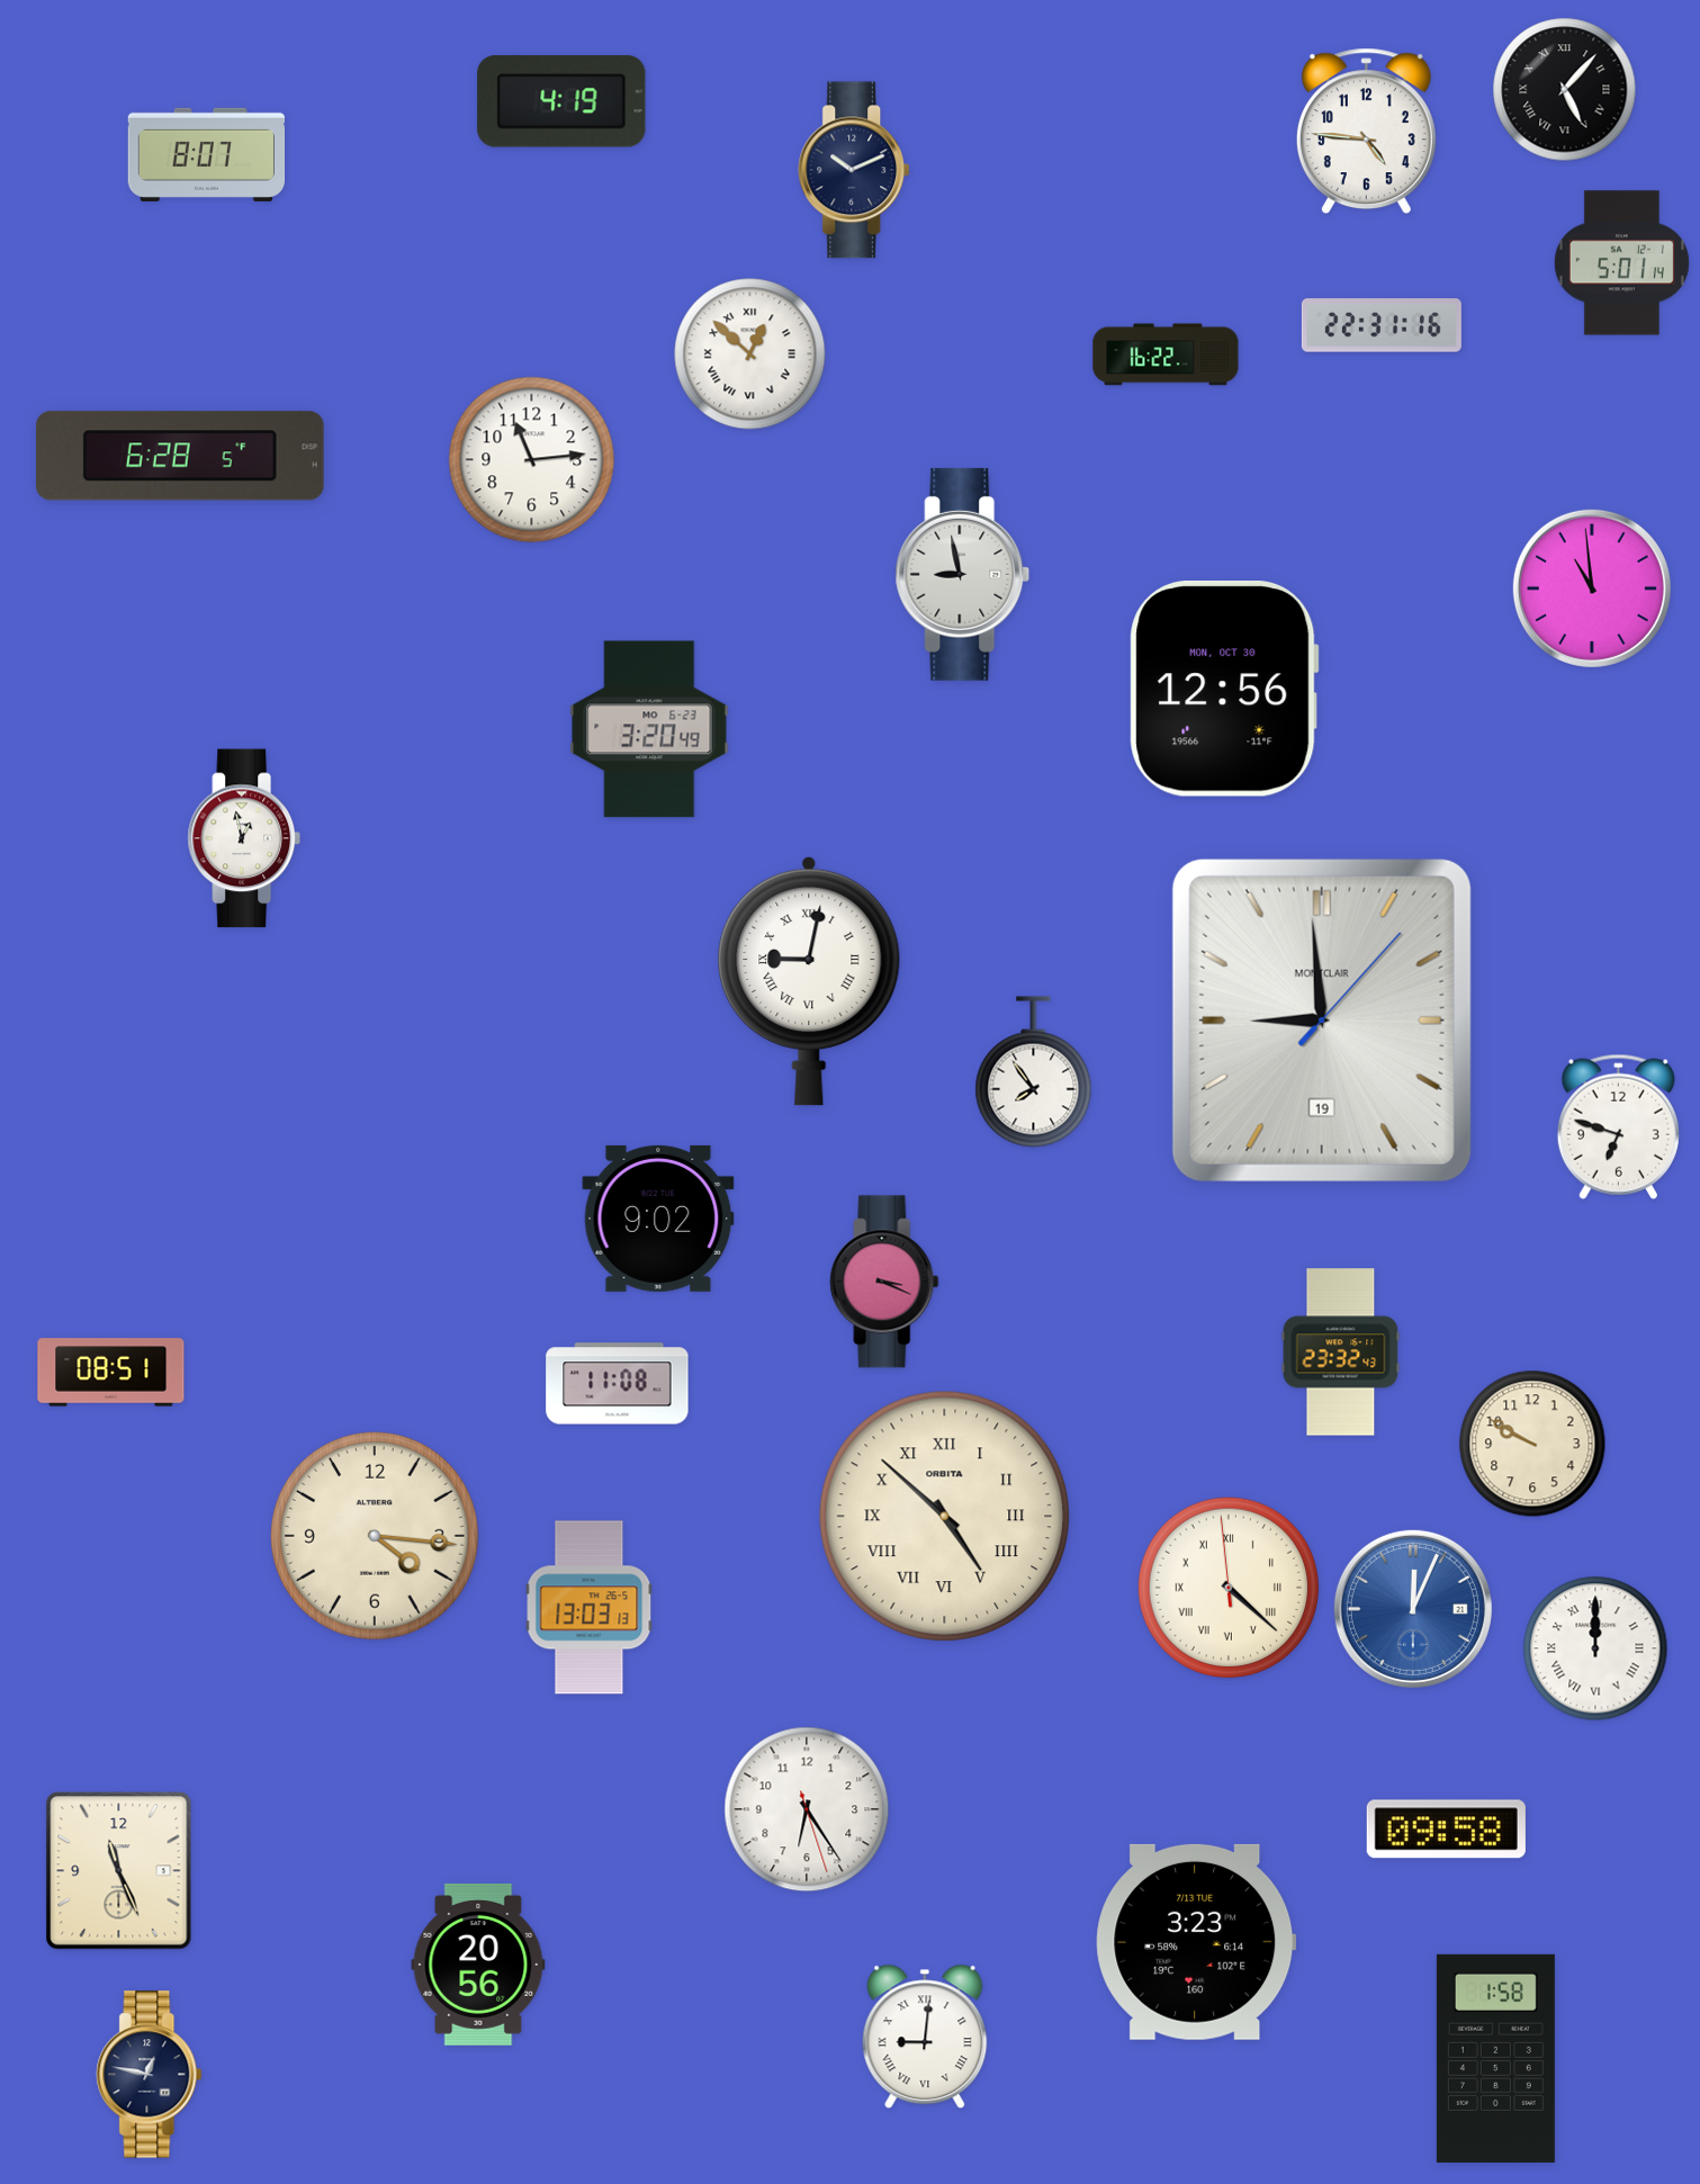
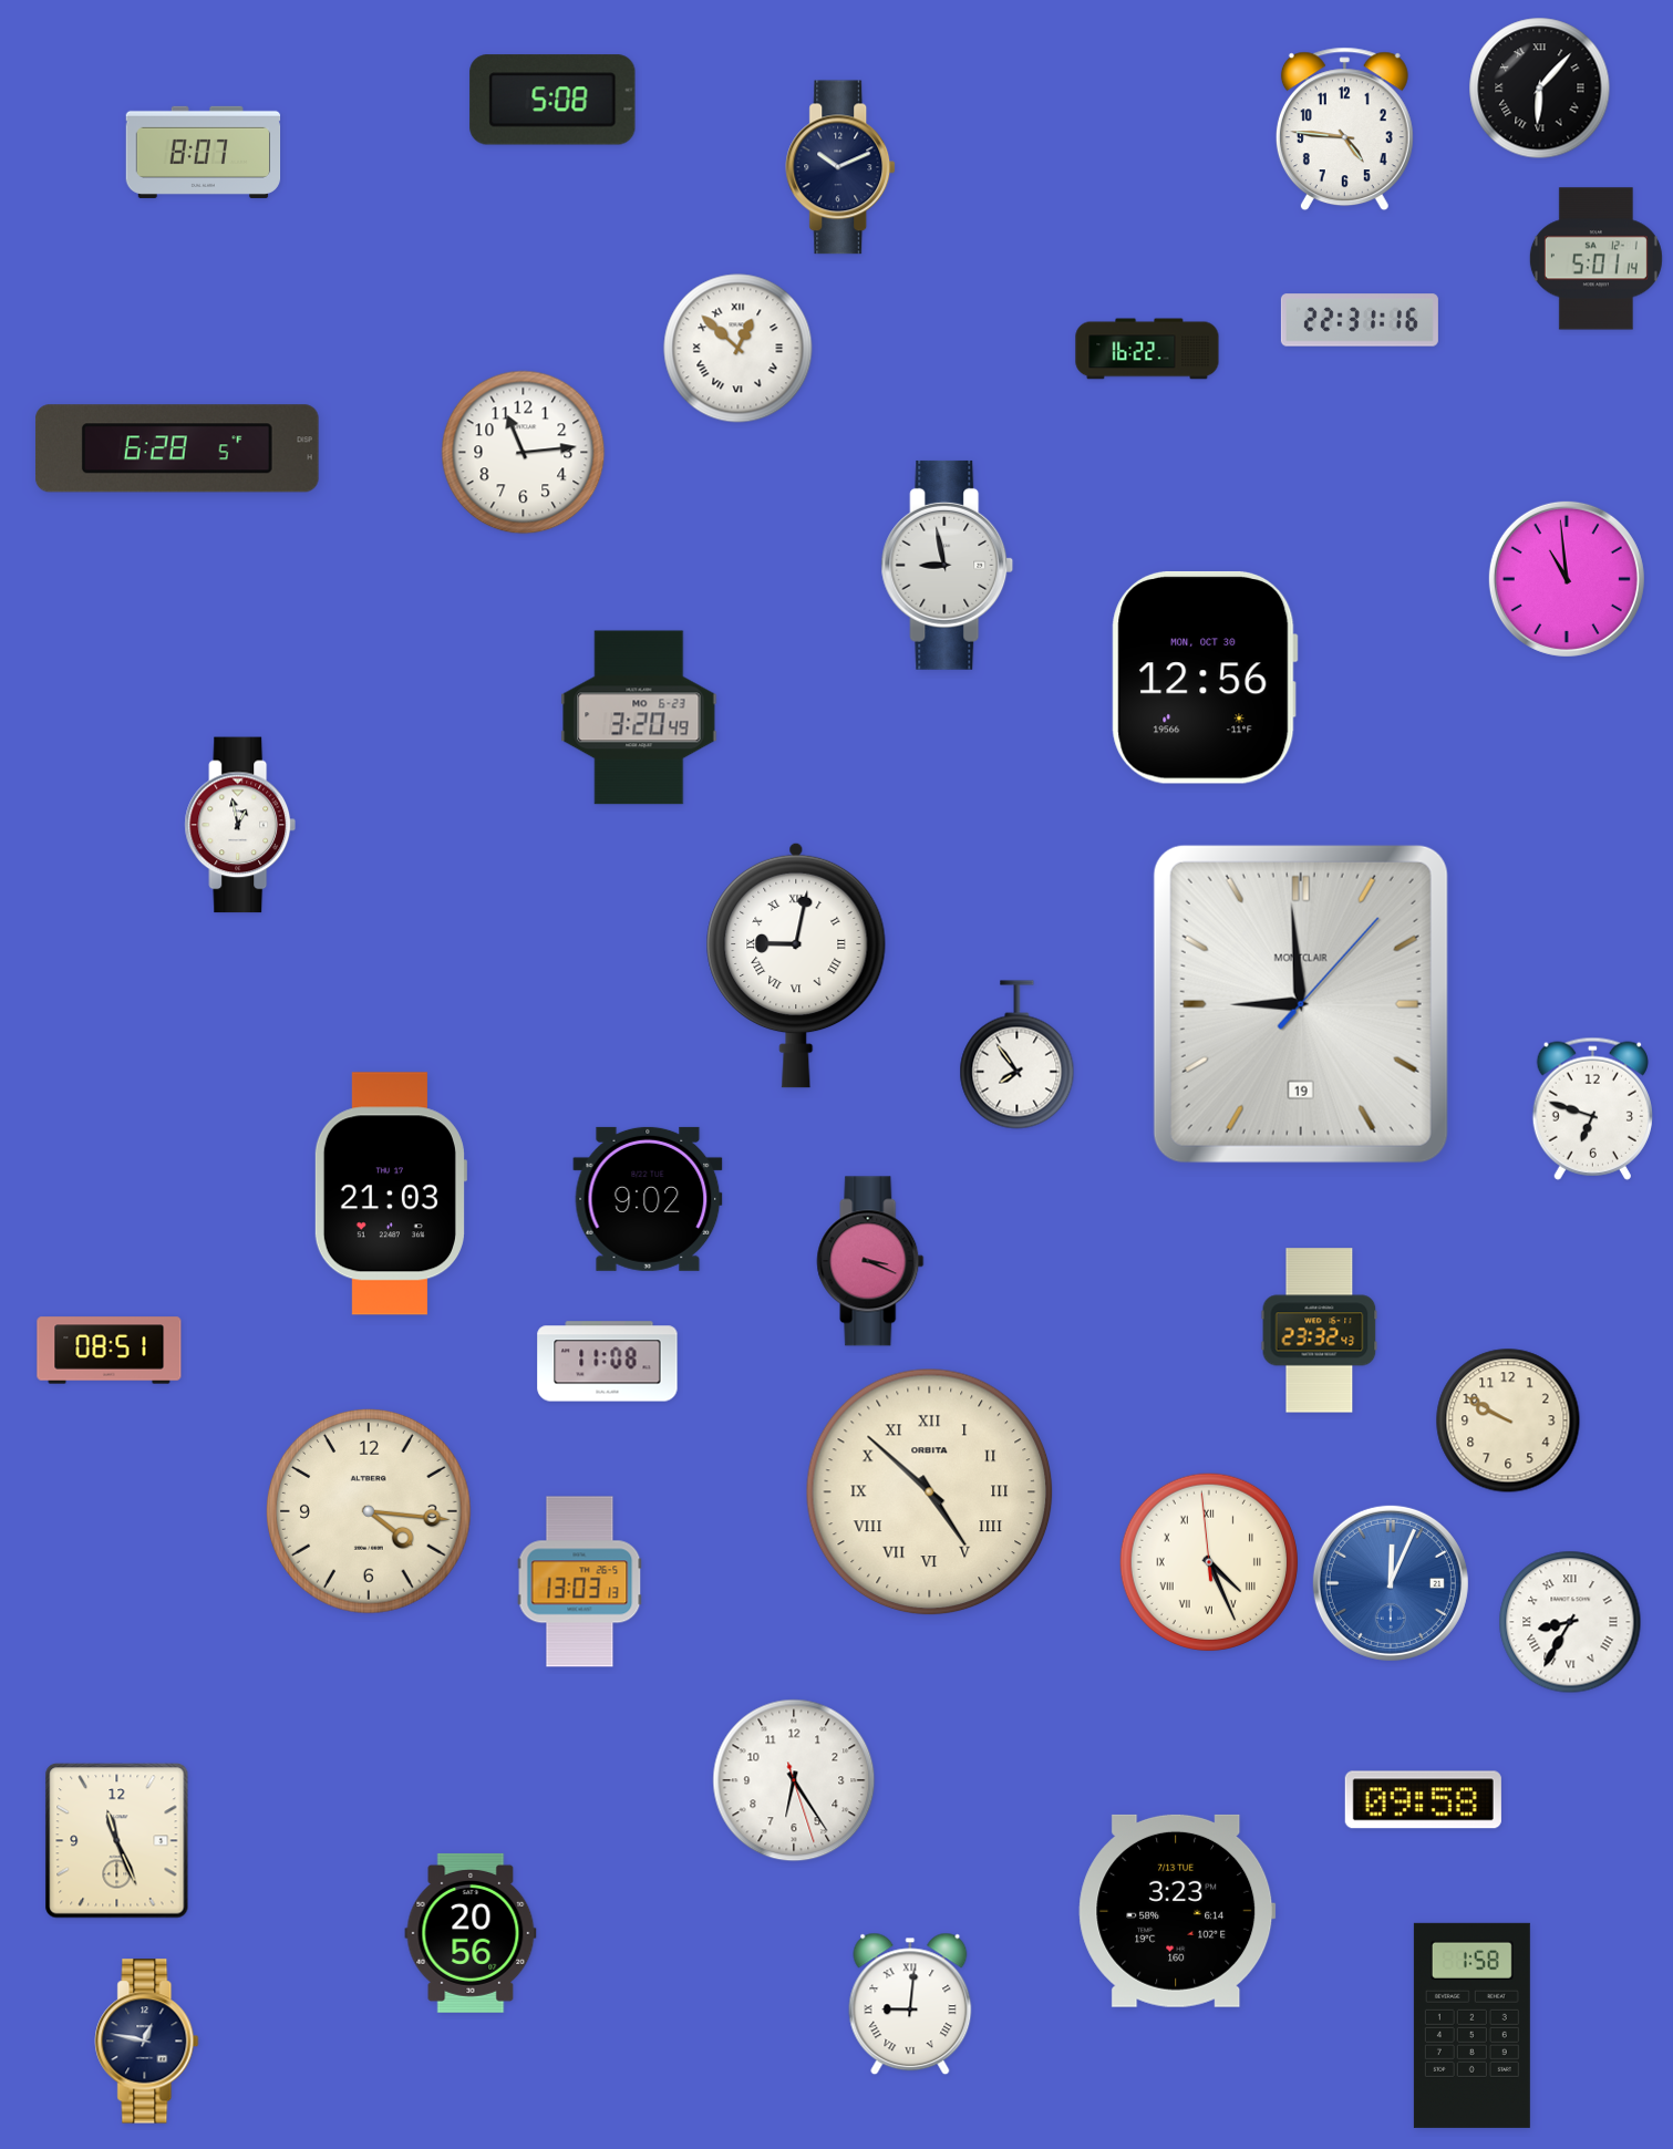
clock at (1565, 90): 5:07 -> 6:07
clock at (561, 101): 4:19 -> 5:08
clock at (390, 1194): none -> 21:03
clock at (1227, 1587): 4:21 -> 4:25
clock at (1595, 1648): 12:00 -> 8:35
